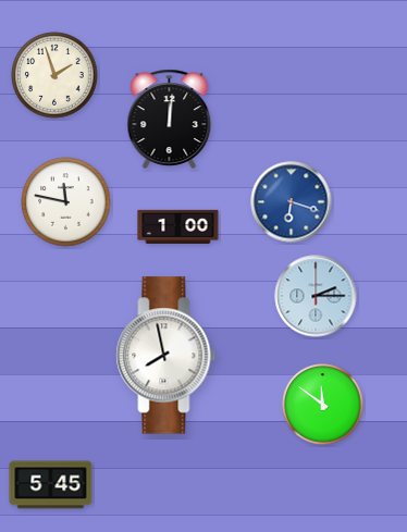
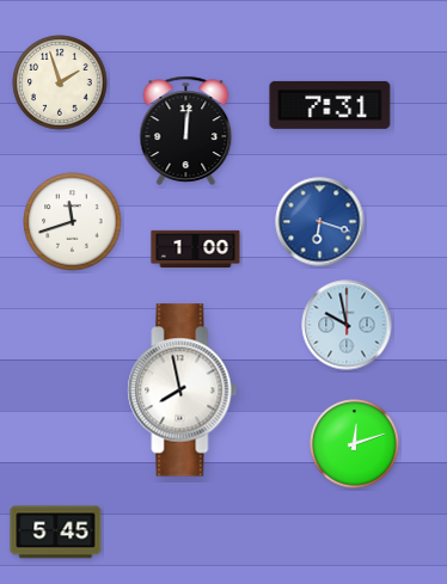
clock at (330, 105): none -> 7:31
clock at (66, 202): 11:47 -> 11:42
clock at (316, 296): 2:15 -> 9:58
clock at (323, 405): 11:51 -> 12:12
